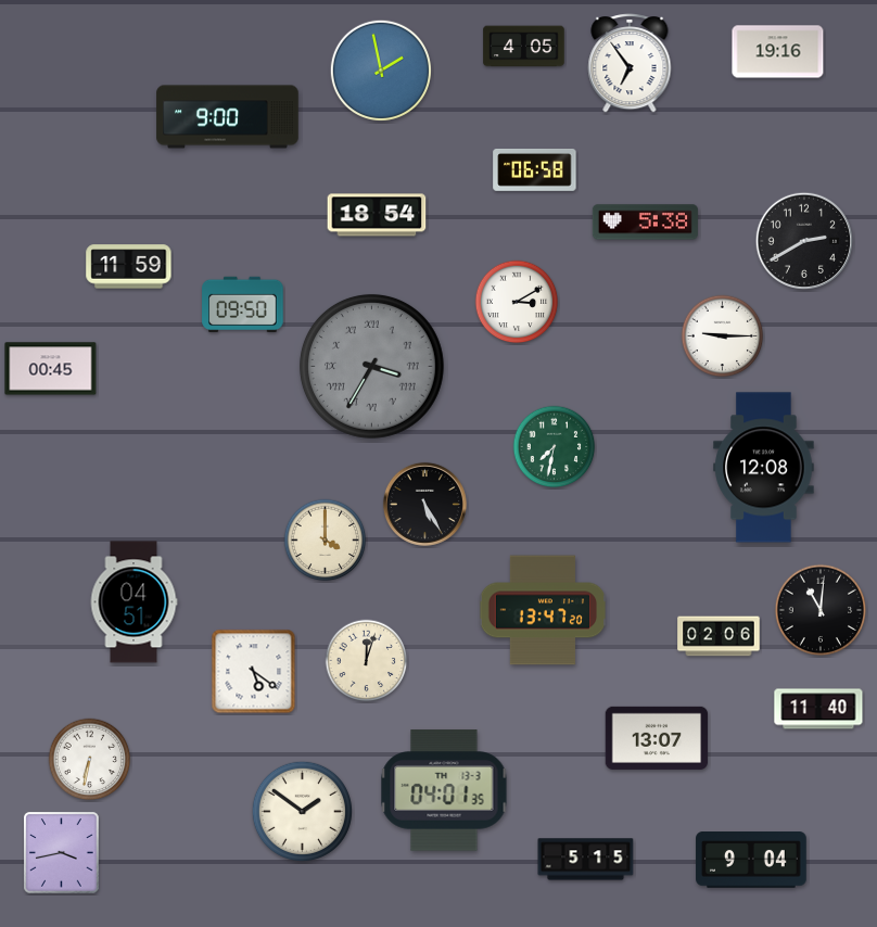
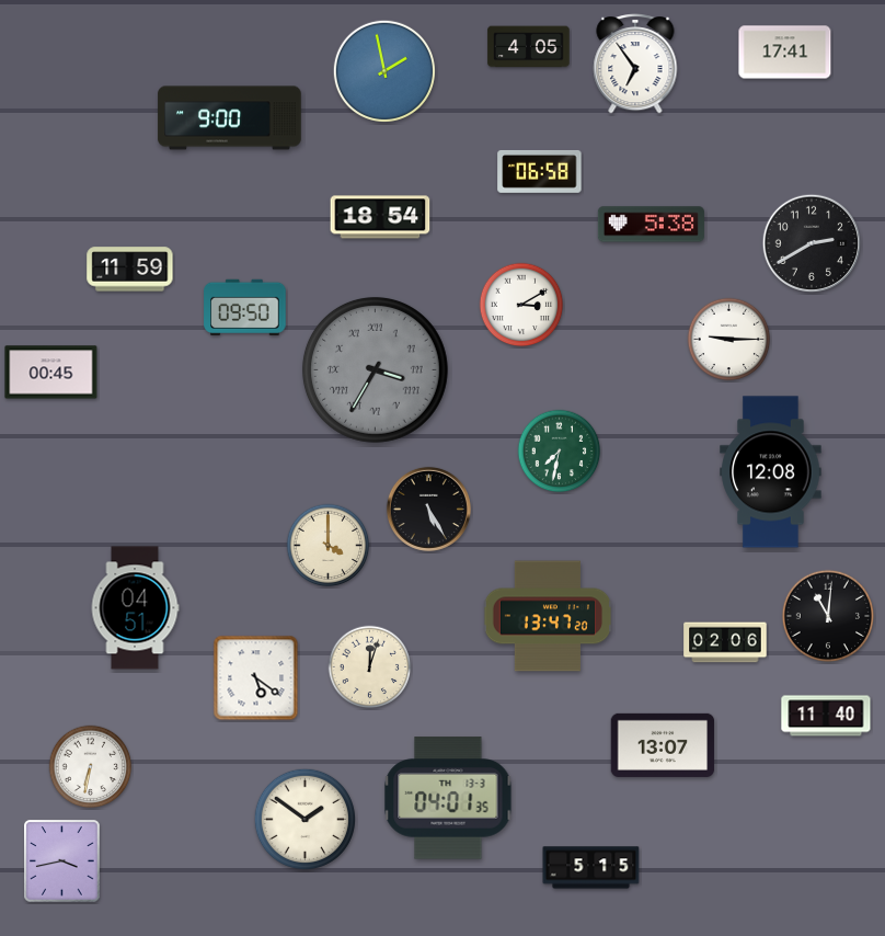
clock at (778, 52): 19:16 -> 17:41
clock at (751, 860): 9:04 -> none
